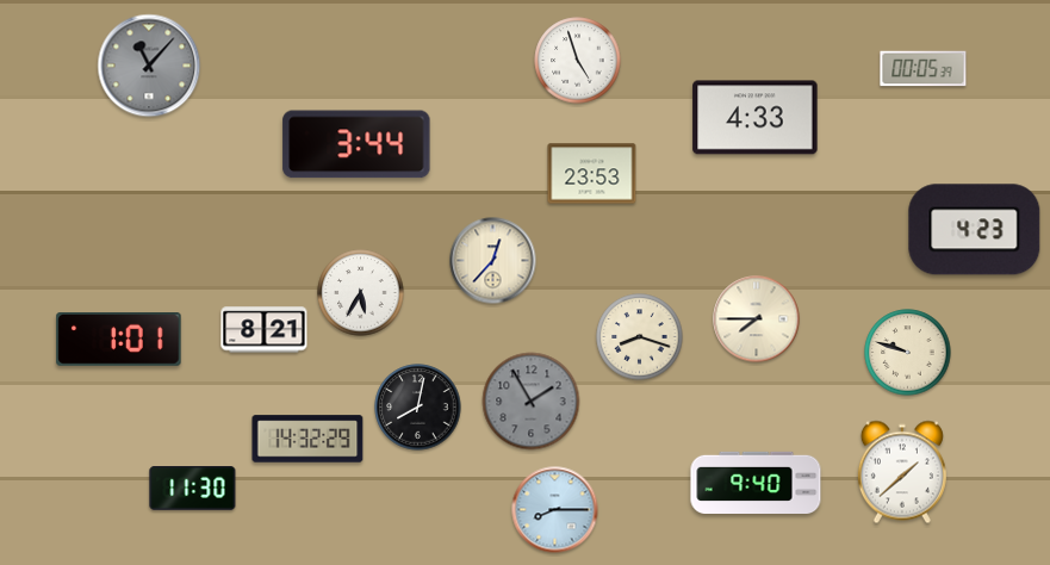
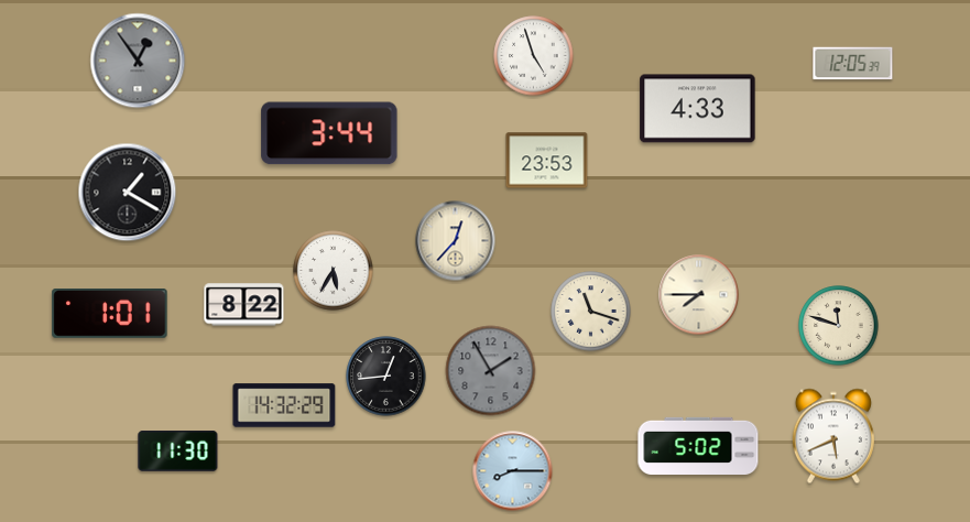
clock at (149, 66): 11:07 -> 12:54
clock at (924, 69): 00:05 -> 12:05
clock at (128, 193): none -> 1:20
clock at (975, 230): 4:23 -> none
clock at (265, 330): 8:21 -> 8:22
clock at (640, 337): 8:18 -> 11:18
clock at (908, 353): 9:48 -> 11:48
clock at (418, 408): 8:02 -> 12:44
clock at (902, 472): 1:38 -> 5:41
clock at (756, 482): 9:40 -> 5:02
